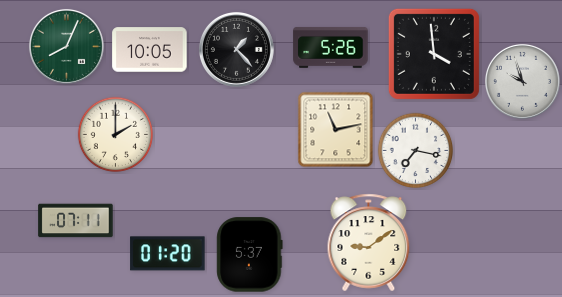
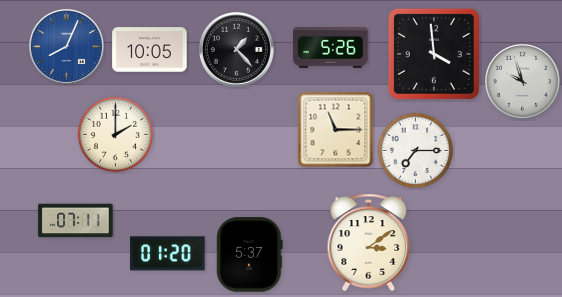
clock at (66, 46) dial: green -> blue
clock at (336, 130): 11:13 -> 11:15
clock at (416, 151): 7:17 -> 7:15
clock at (369, 243): 9:09 -> 3:09
